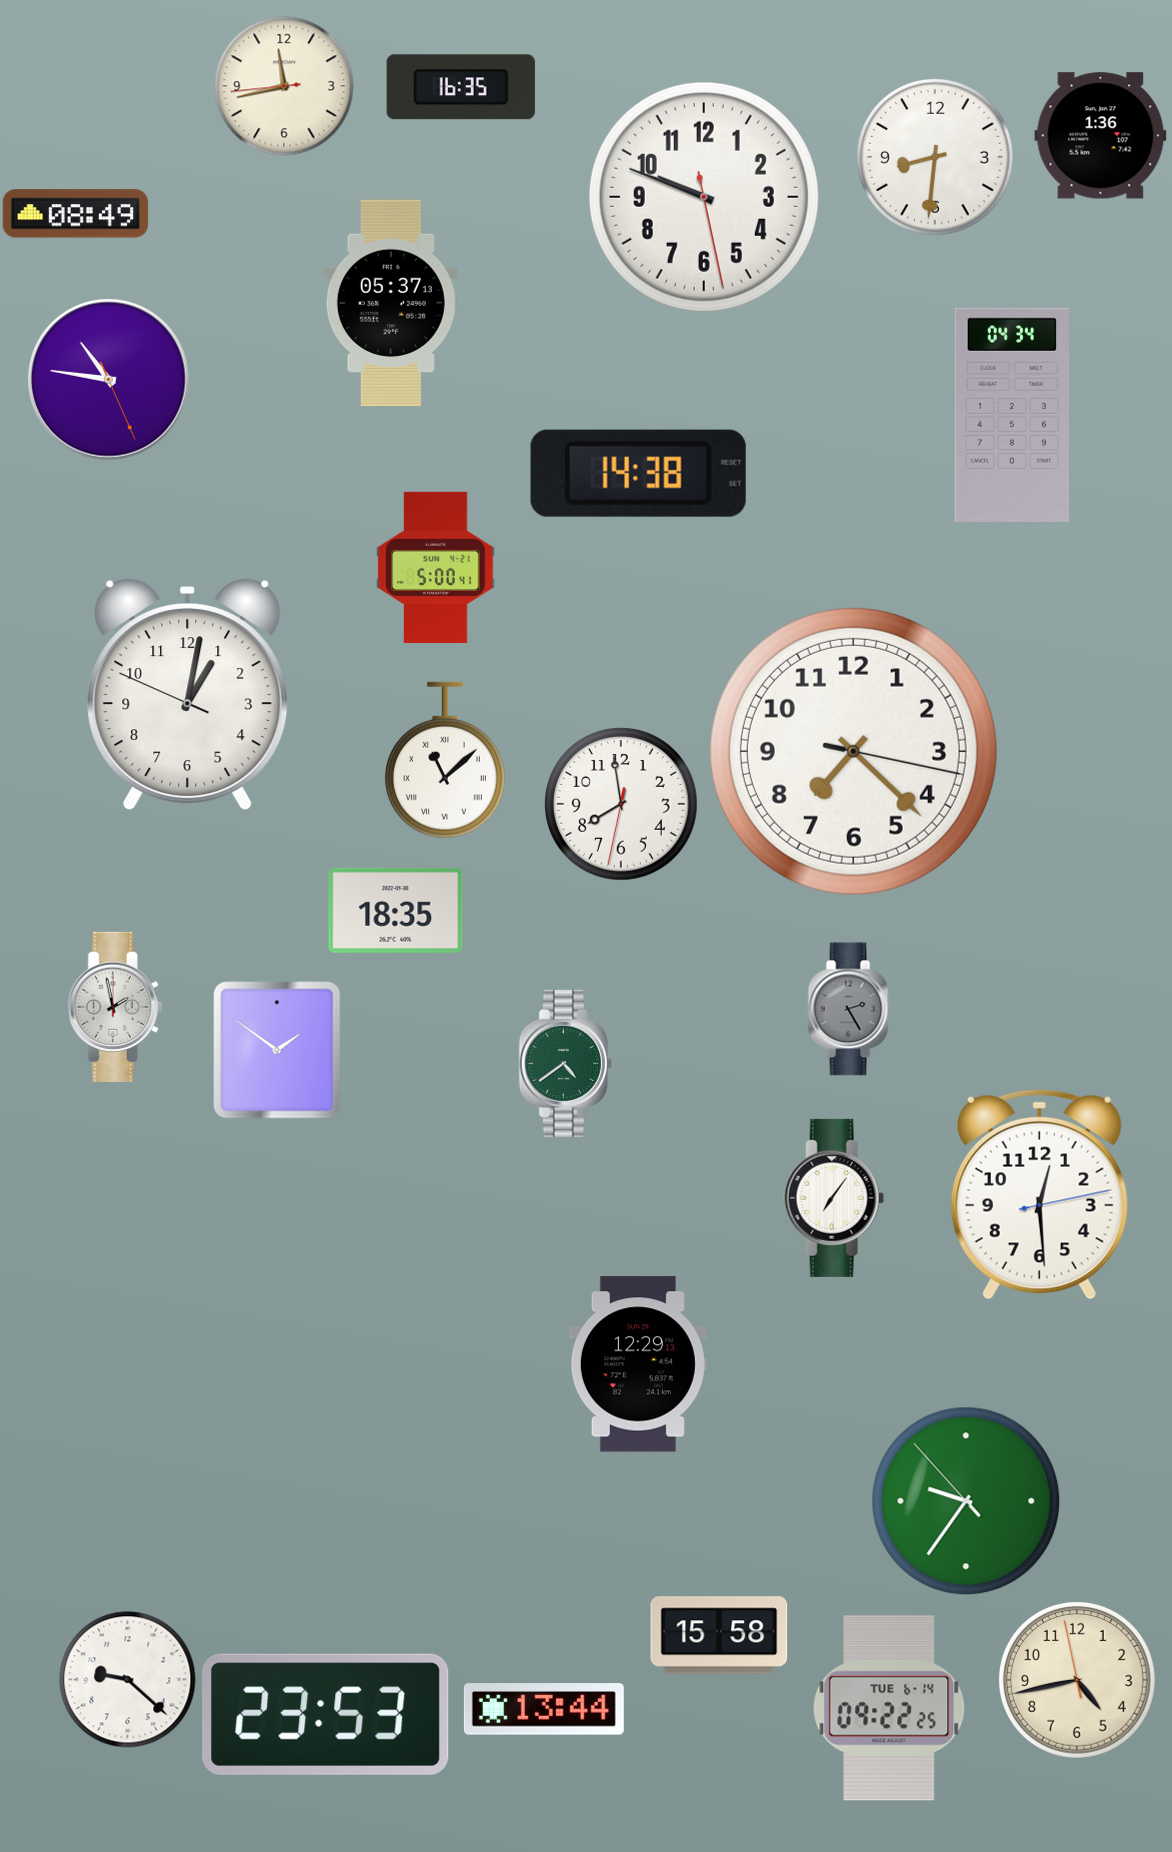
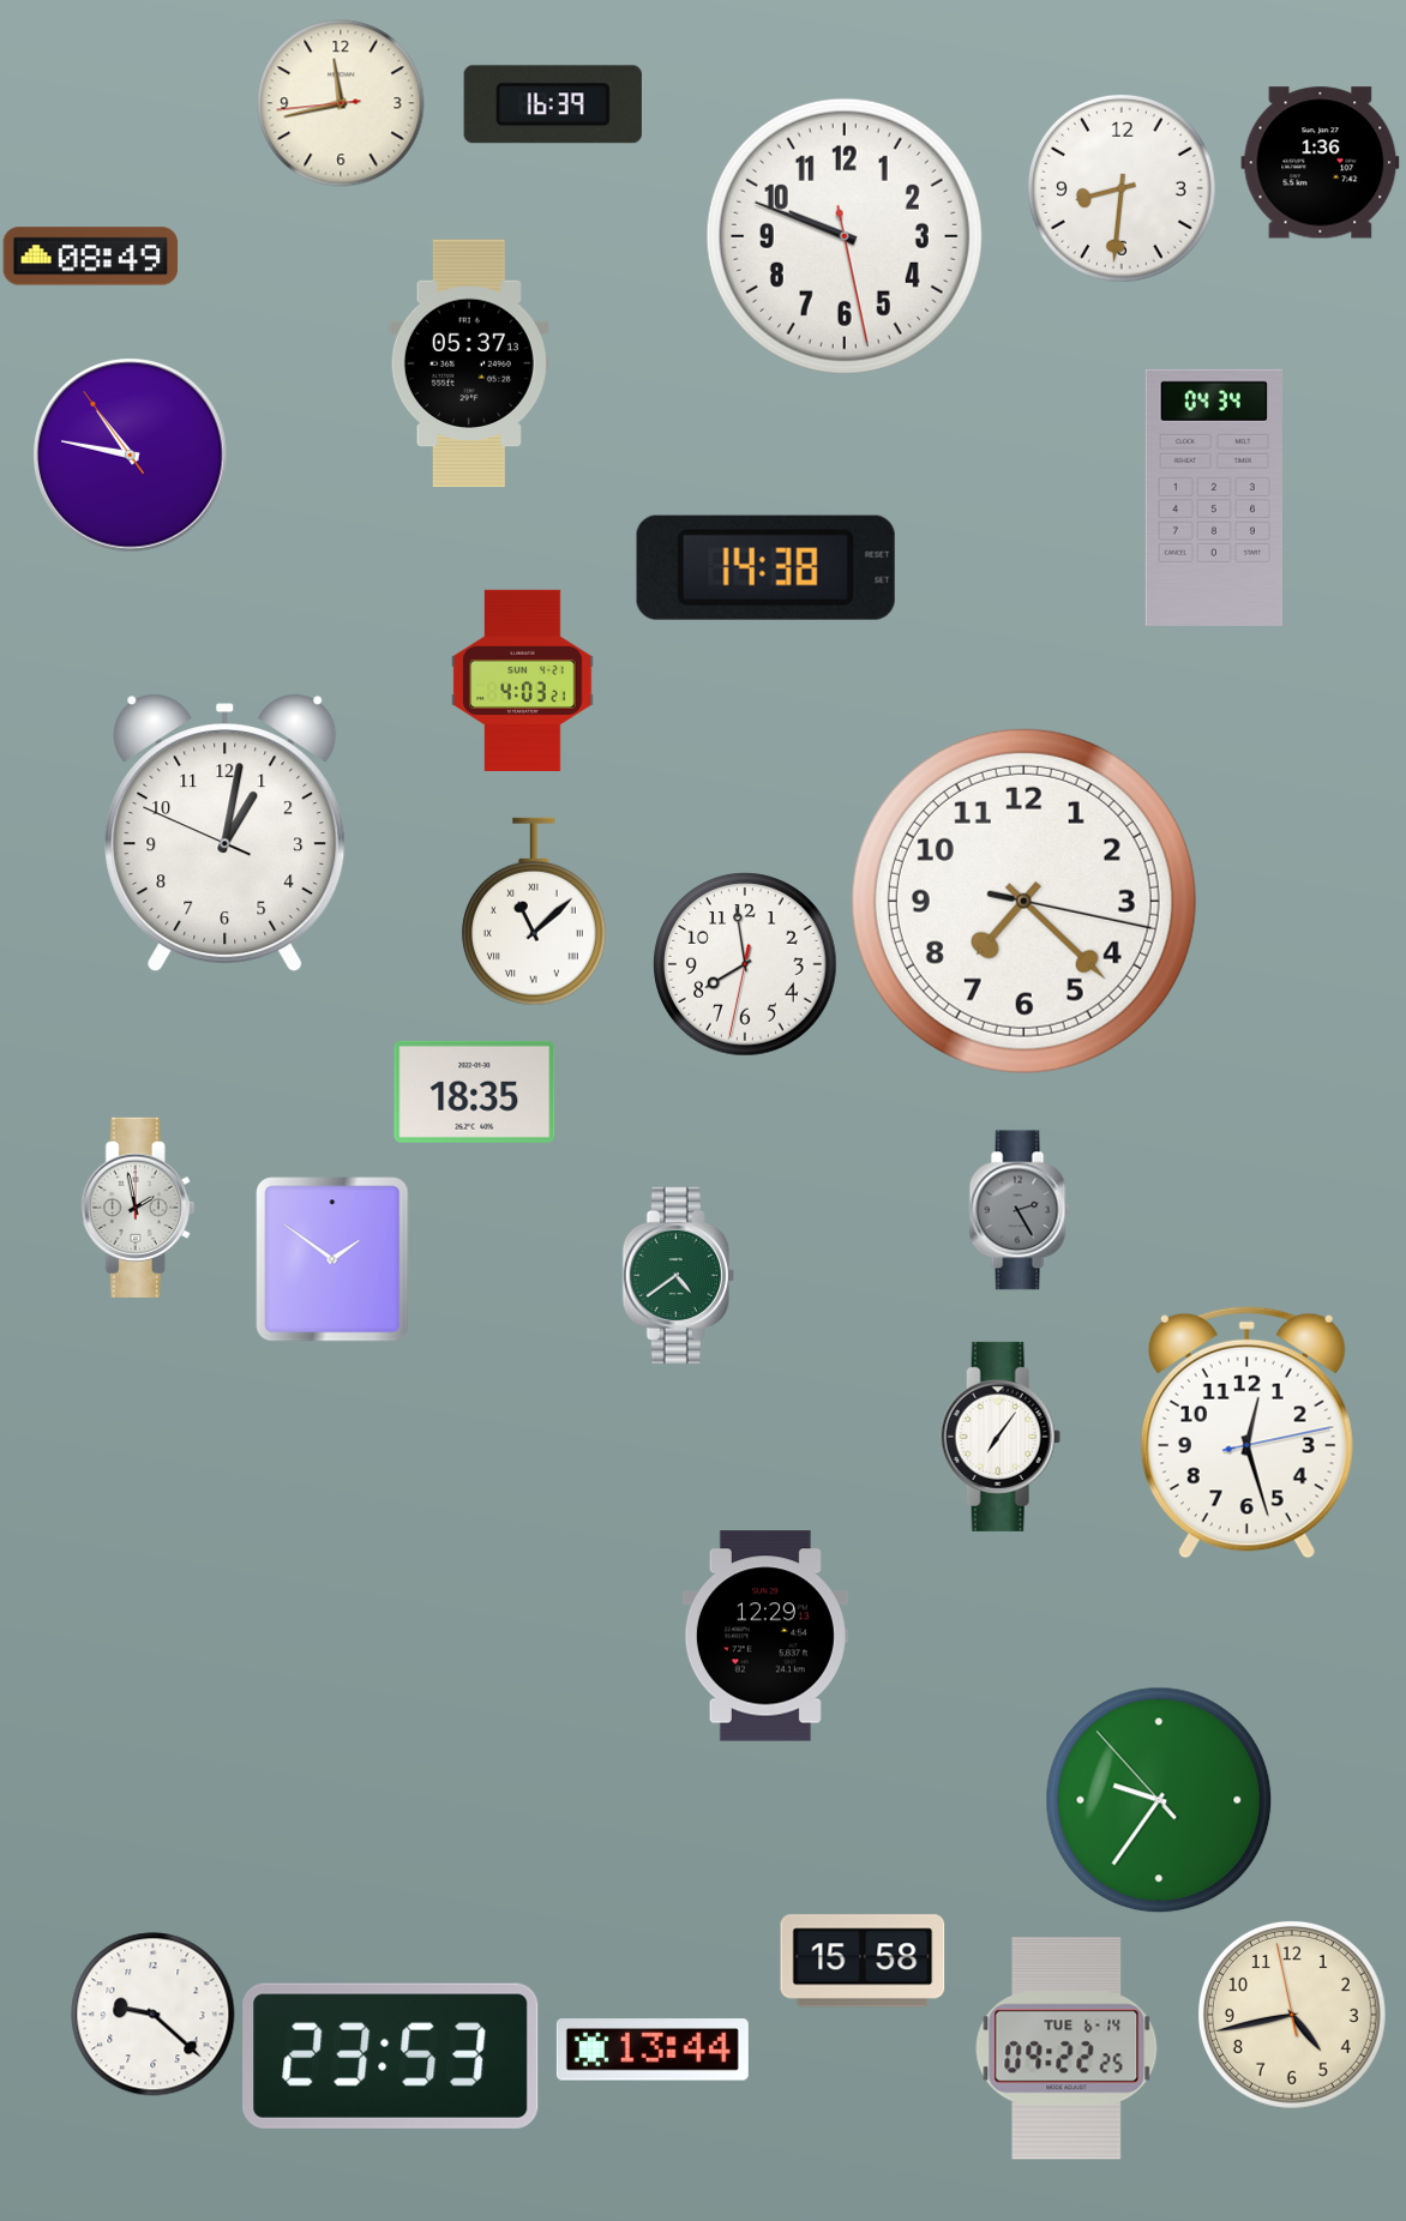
clock at (461, 87): 16:35 -> 16:39
clock at (109, 380): 10:46:26 -> 10:46:54
clock at (436, 567): 5:00 -> 4:03
clock at (1039, 1194): 12:29 -> 12:27
